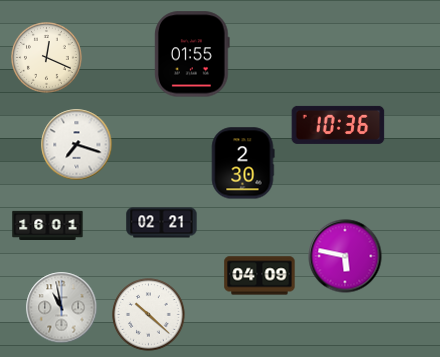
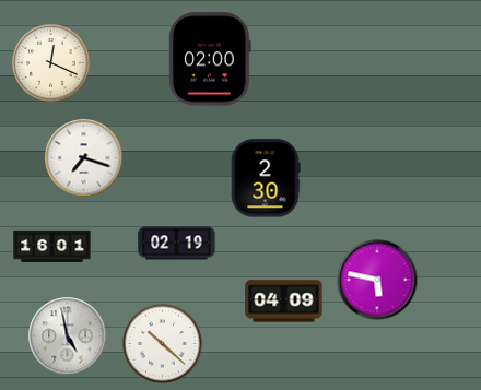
clock at (193, 54): 01:55 -> 02:00
clock at (338, 125): 10:36 -> none
clock at (162, 223): 02:21 -> 02:19
clock at (62, 308): 10:58 -> 4:58
